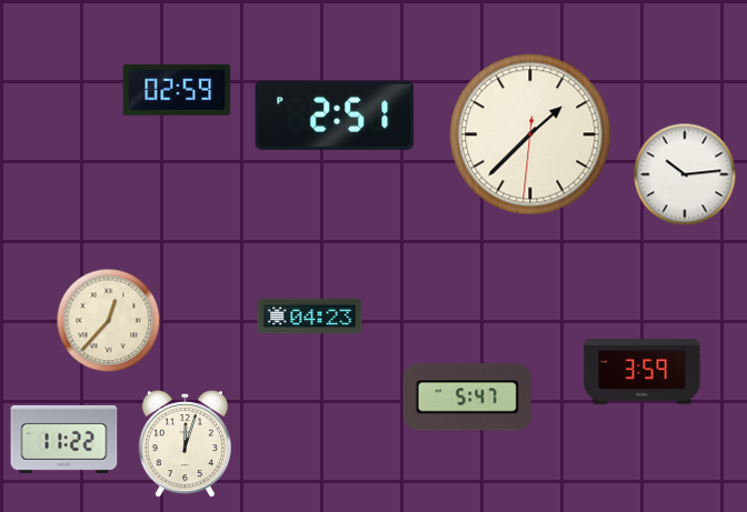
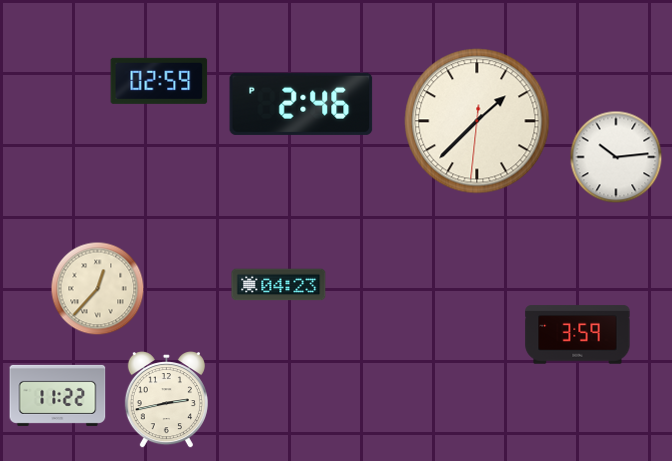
clock at (335, 116): 2:51 -> 2:46
clock at (467, 398): 5:47 -> none
clock at (185, 445): 12:03 -> 2:43
